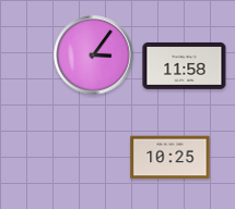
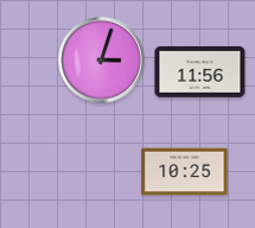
clock at (94, 56): 3:06 -> 3:03
clock at (185, 66): 11:58 -> 11:56
